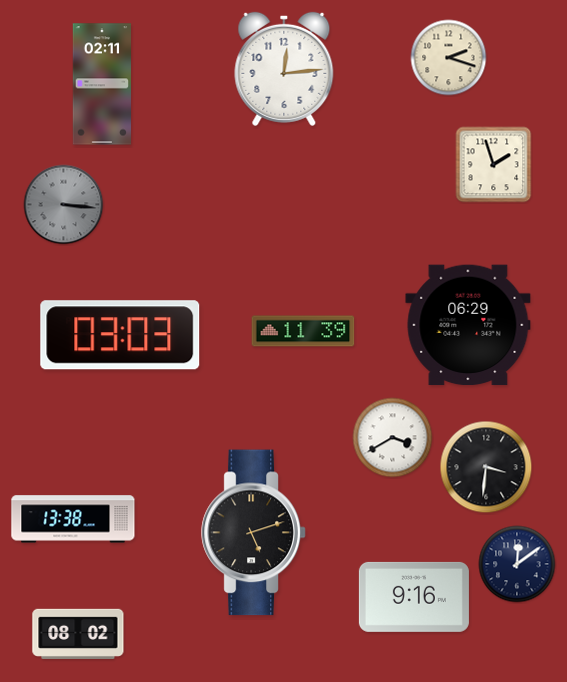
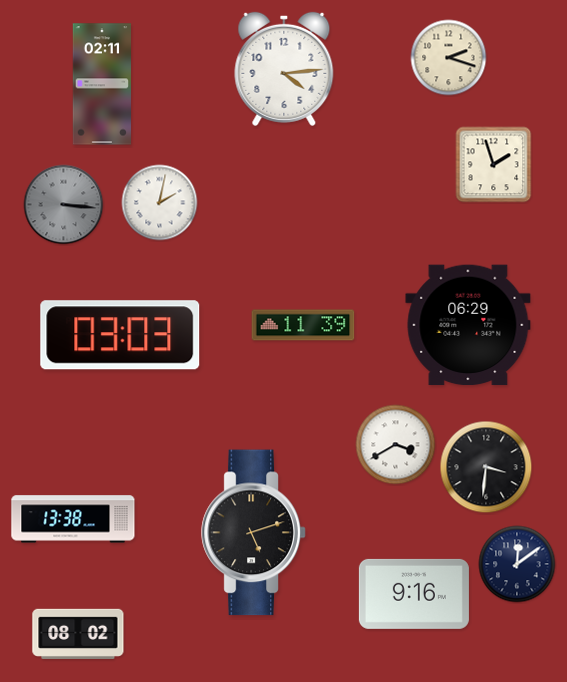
clock at (284, 69): 12:14 -> 4:14
clock at (160, 203): none -> 2:02
clock at (303, 331) position: (303, 331) -> (303, 325)
clock at (393, 438) position: (393, 438) -> (396, 445)
clock at (414, 597) position: (414, 597) -> (414, 594)
